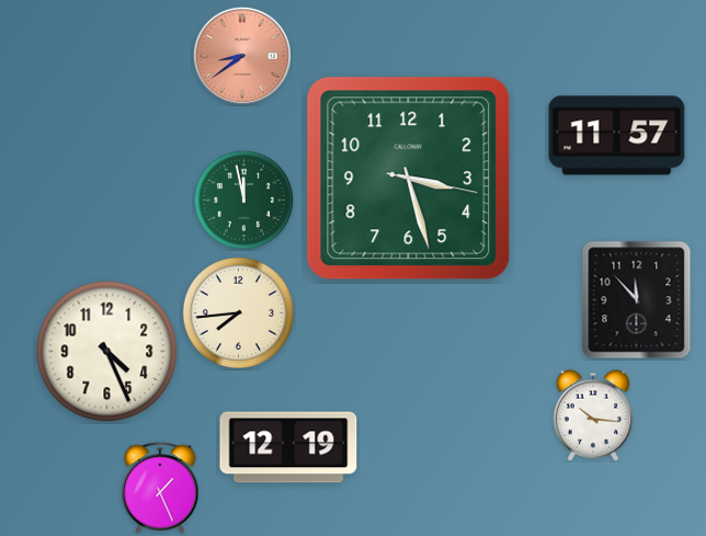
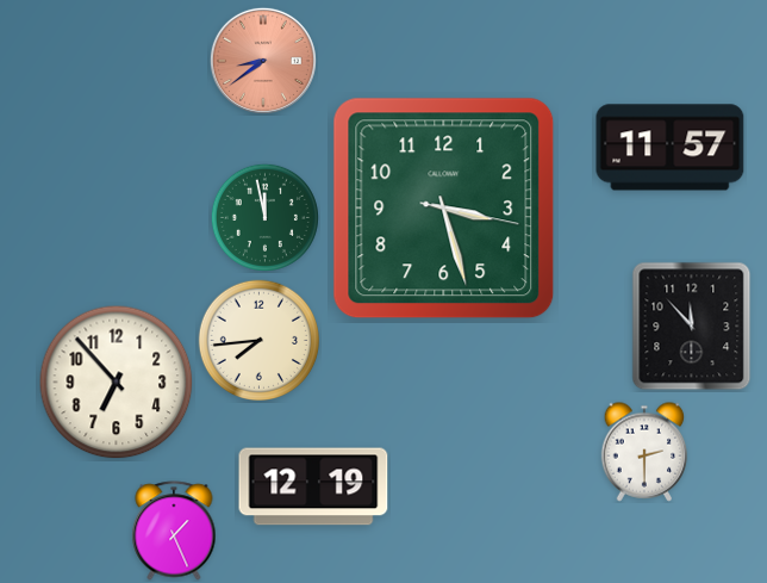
clock at (409, 179) position: (409, 179) -> (444, 209)
clock at (107, 352): 4:26 -> 6:53
clock at (593, 415): 10:16 -> 2:30
